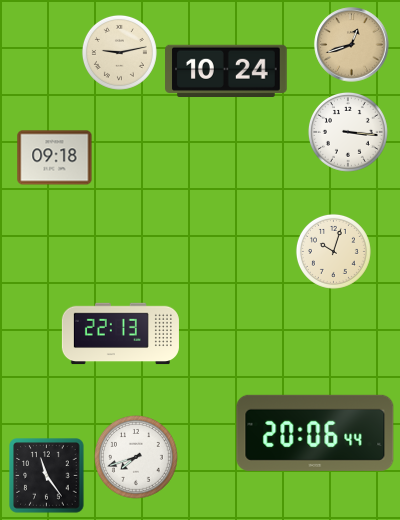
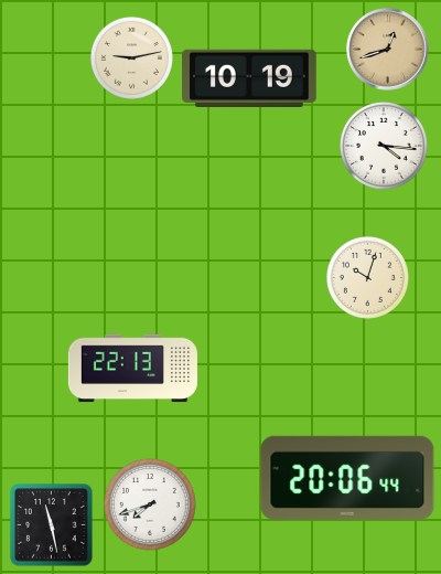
clock at (226, 70): 10:24 -> 10:19
clock at (348, 132): 3:16 -> 4:16
clock at (55, 158): 09:18 -> none
clock at (47, 476): 11:24 -> 11:28
